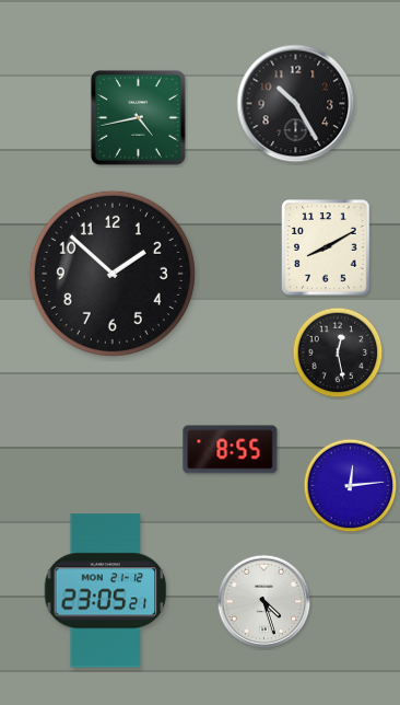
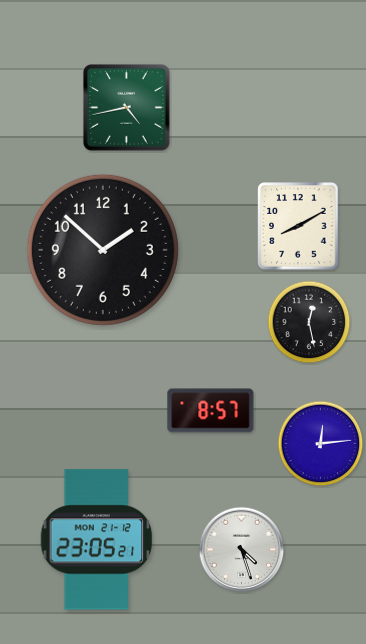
clock at (296, 104): 10:25 -> none
clock at (231, 450): 8:55 -> 8:57
